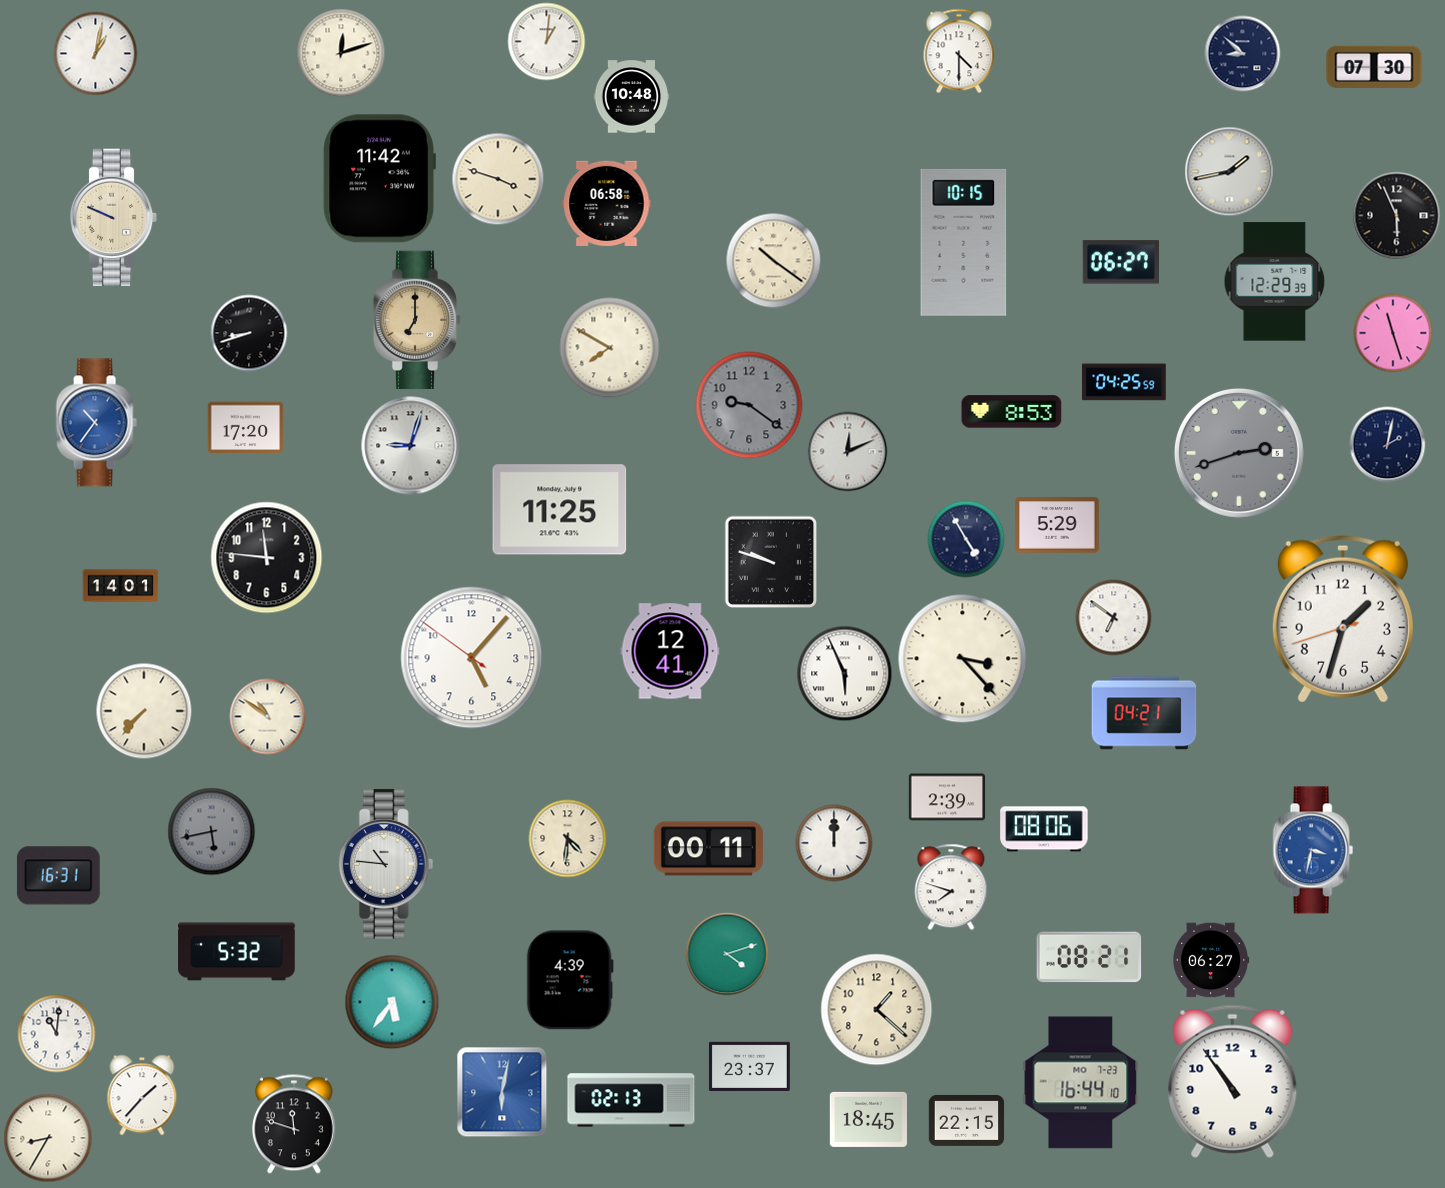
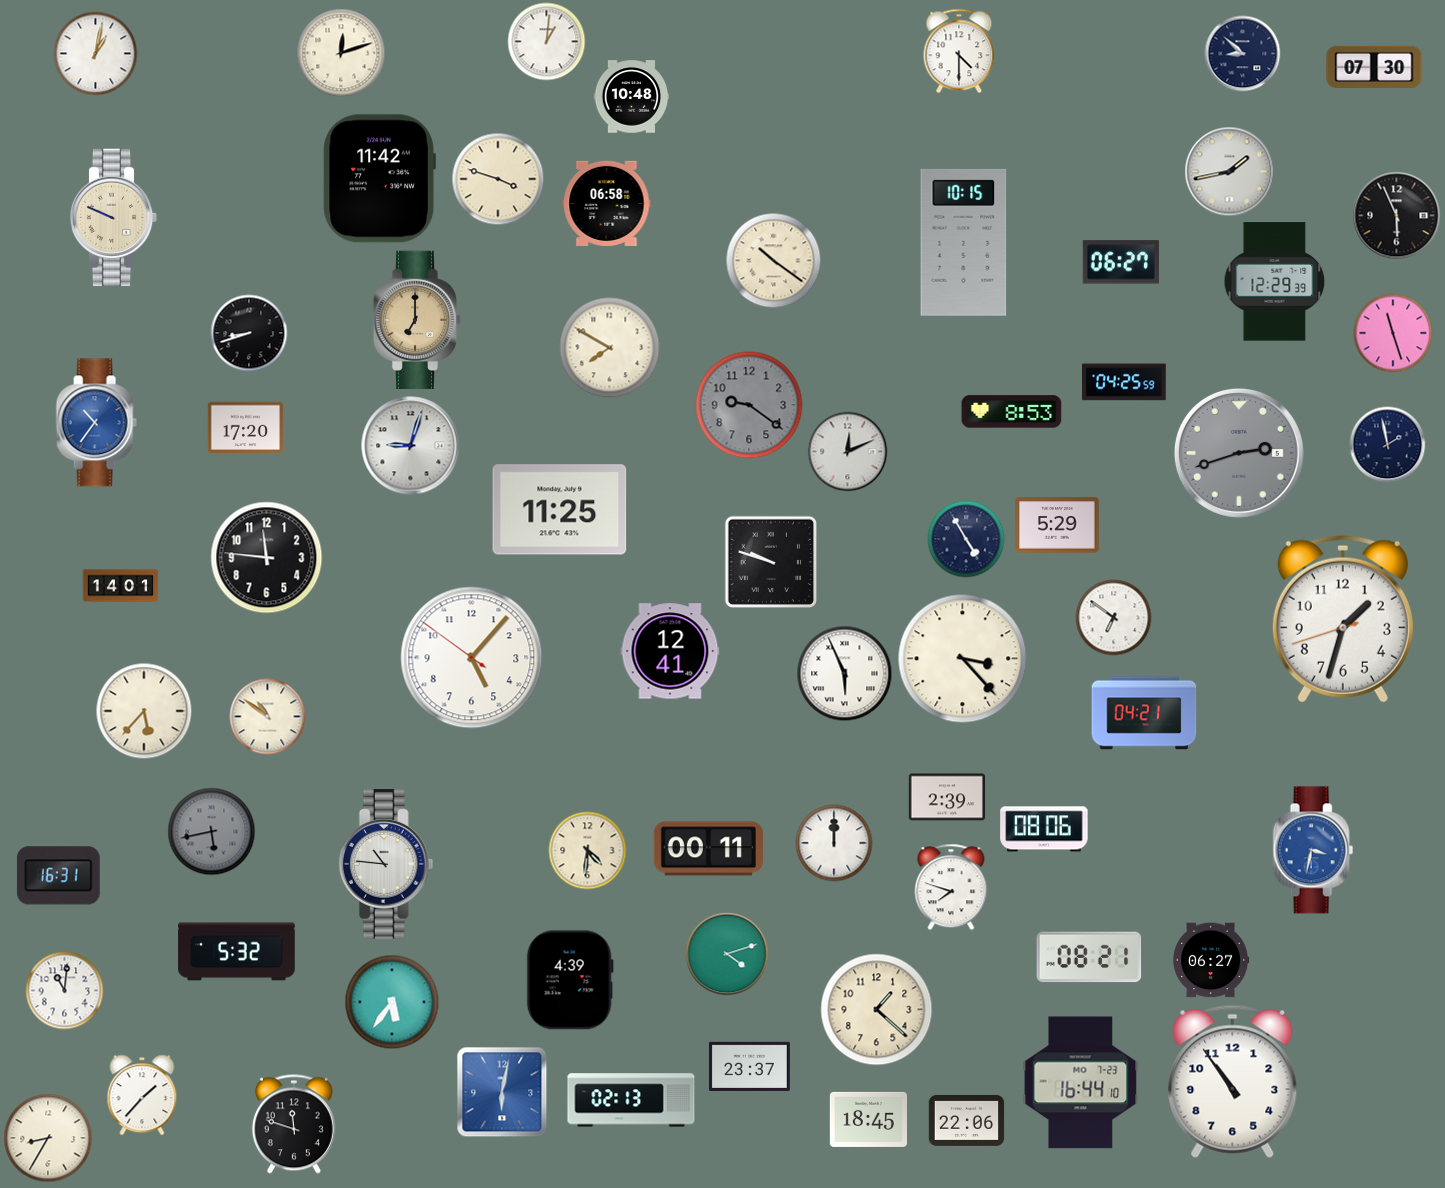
clock at (1388, 445): 2:02 -> 1:58
clock at (144, 711): 7:37 -> 5:37
clock at (568, 839) position: (568, 839) -> (588, 851)
clock at (57, 1034) position: (57, 1034) -> (65, 991)
clock at (967, 1120): 22:15 -> 22:06
